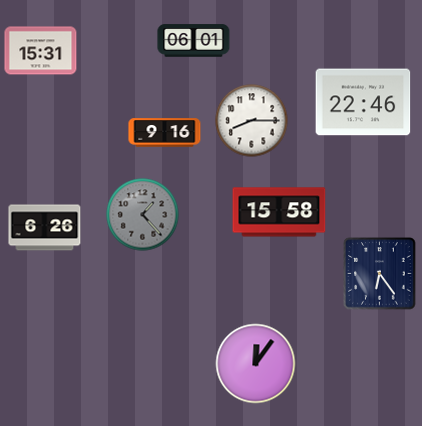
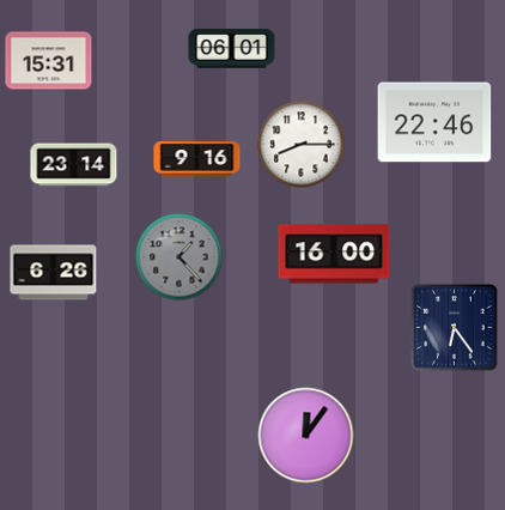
clock at (74, 165): none -> 23:14
clock at (279, 212): 15:58 -> 16:00
clock at (143, 215) position: (143, 215) -> (180, 257)
